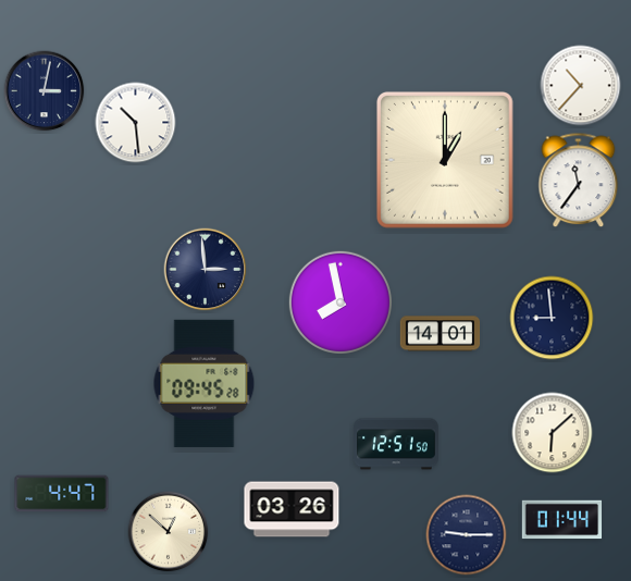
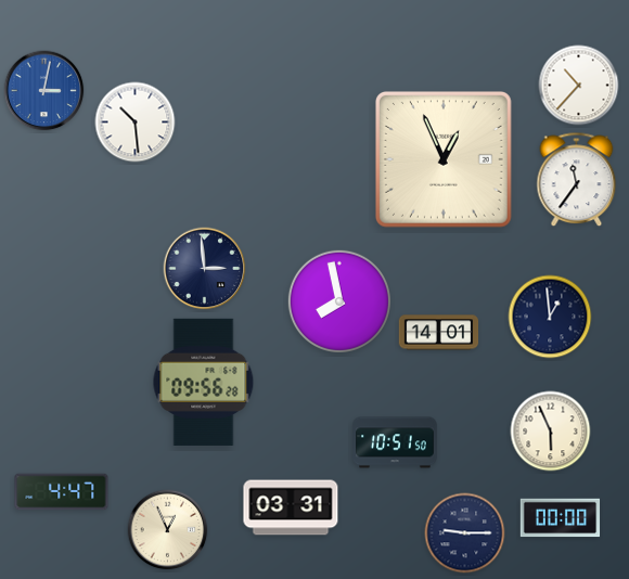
clock at (45, 91) dial: navy -> blue
clock at (445, 160): 1:00 -> 12:56
clock at (552, 318): 8:59 -> 12:59
clock at (205, 383): 09:45 -> 09:56
clock at (553, 433): 6:08 -> 5:56
clock at (396, 444): 12:51 -> 10:51
clock at (292, 509): 03:26 -> 03:31
clock at (562, 520): 01:44 -> 00:00
clock at (169, 532): 12:52 -> 12:56
